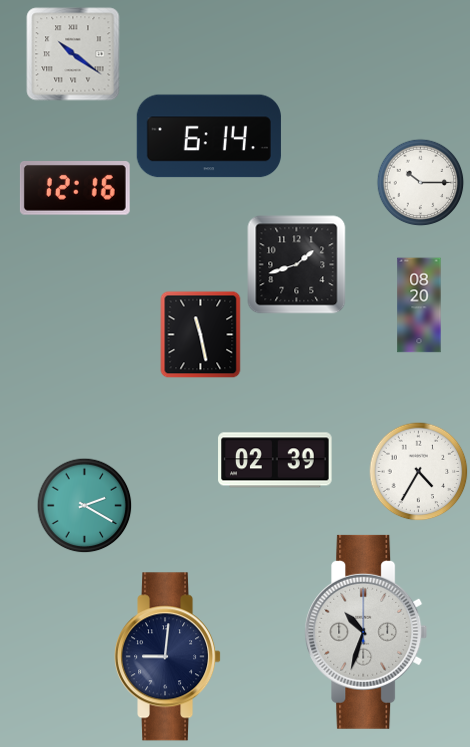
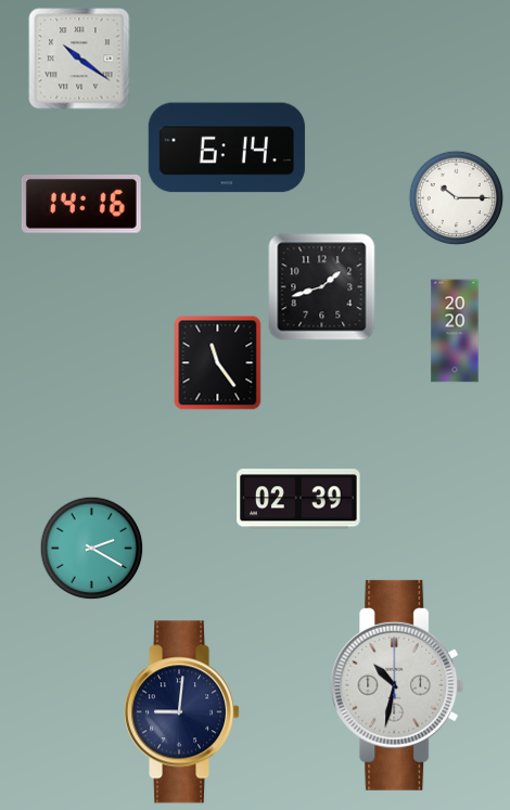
clock at (75, 189): 12:16 -> 14:16
clock at (419, 305): 08:20 -> 20:20
clock at (201, 334): 11:28 -> 11:24
clock at (419, 472): 4:35 -> none
clock at (366, 632): 10:33 -> 10:32
